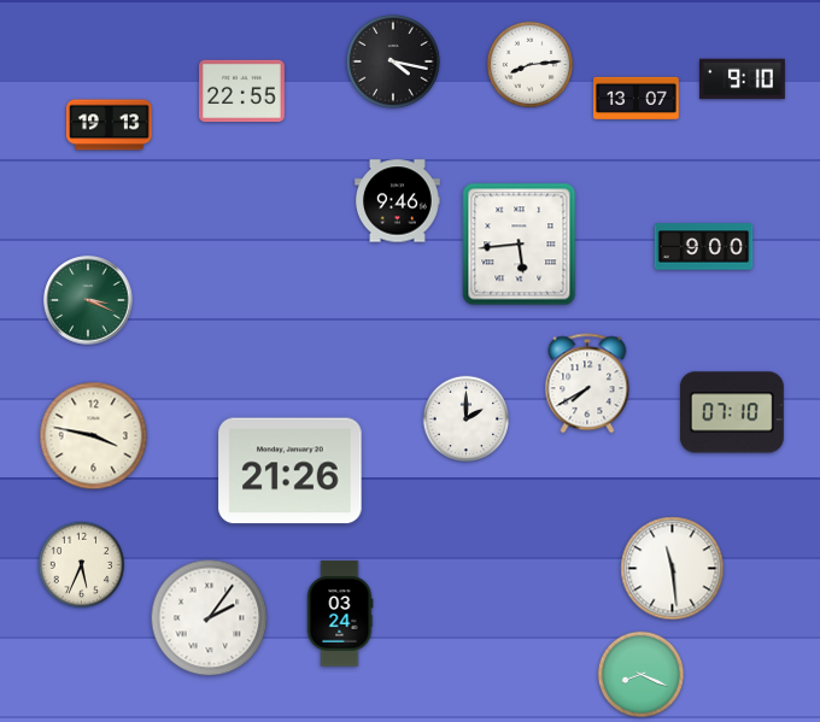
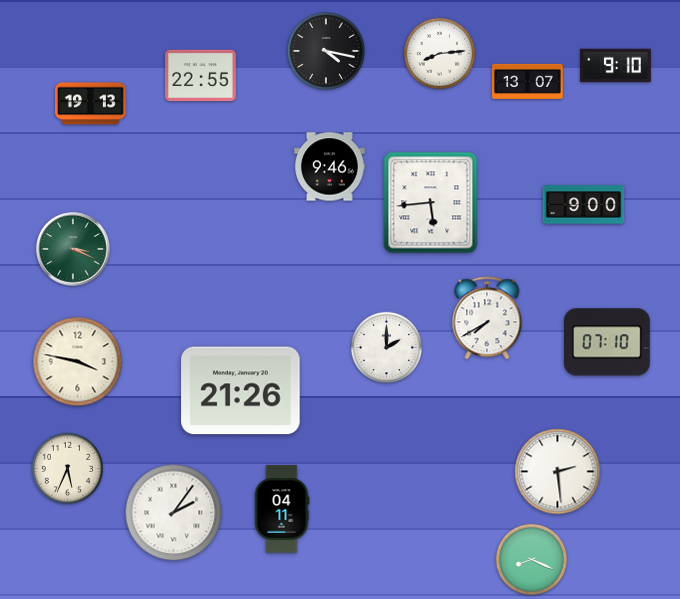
clock at (673, 569): 11:29 -> 2:29
clock at (340, 614): 03:24 -> 04:11
